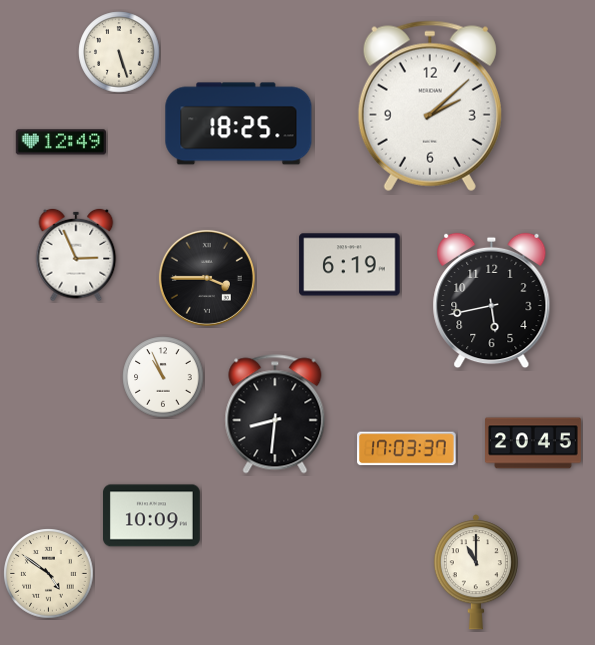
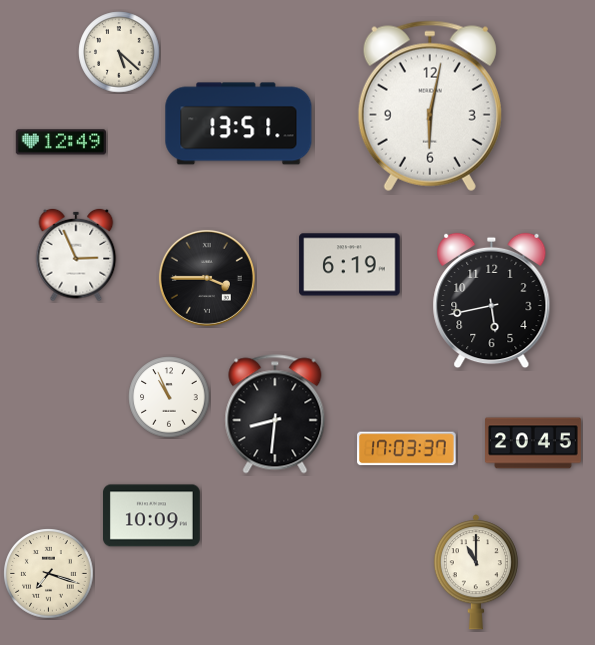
clock at (119, 52): 5:27 -> 5:22
clock at (430, 106): 2:08 -> 6:02
clock at (239, 124): 18:25 -> 13:51
clock at (163, 377) position: (163, 377) -> (169, 397)
clock at (49, 574): 4:51 -> 7:18
